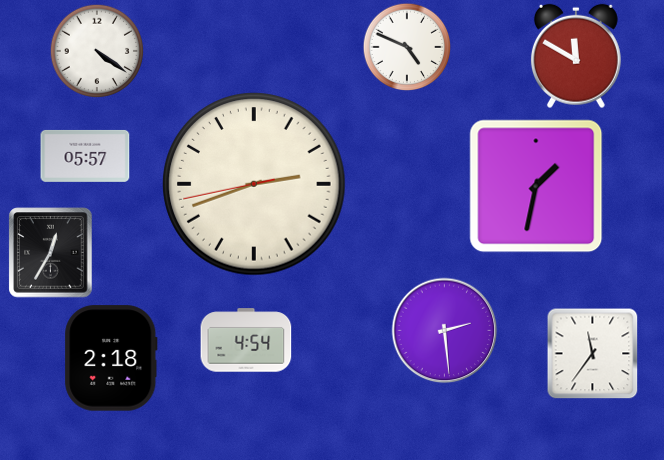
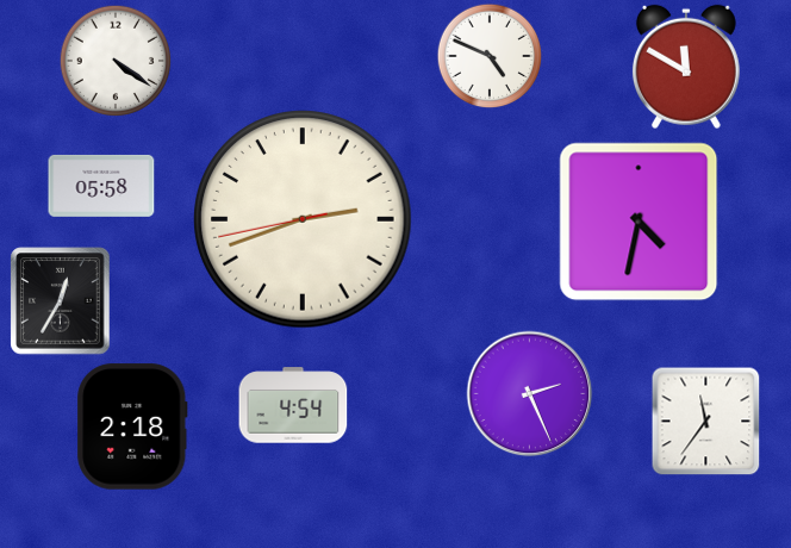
clock at (407, 47) position: (407, 47) -> (490, 56)
clock at (85, 156): 05:57 -> 05:58
clock at (536, 186): 1:32 -> 4:32
clock at (445, 331): 2:29 -> 2:26
